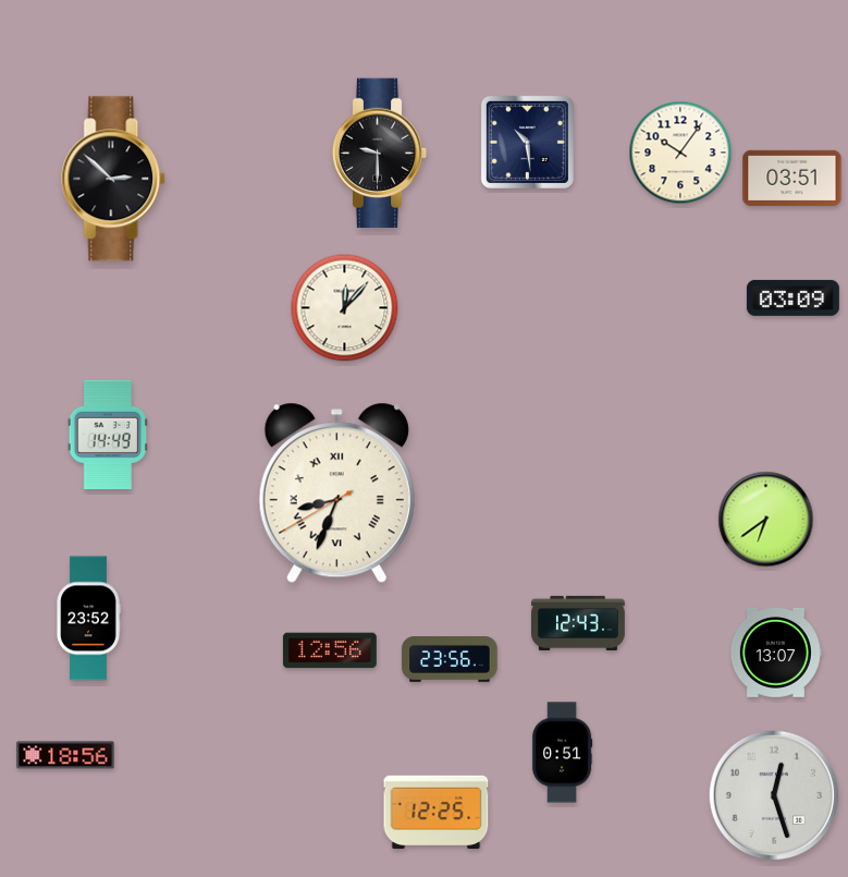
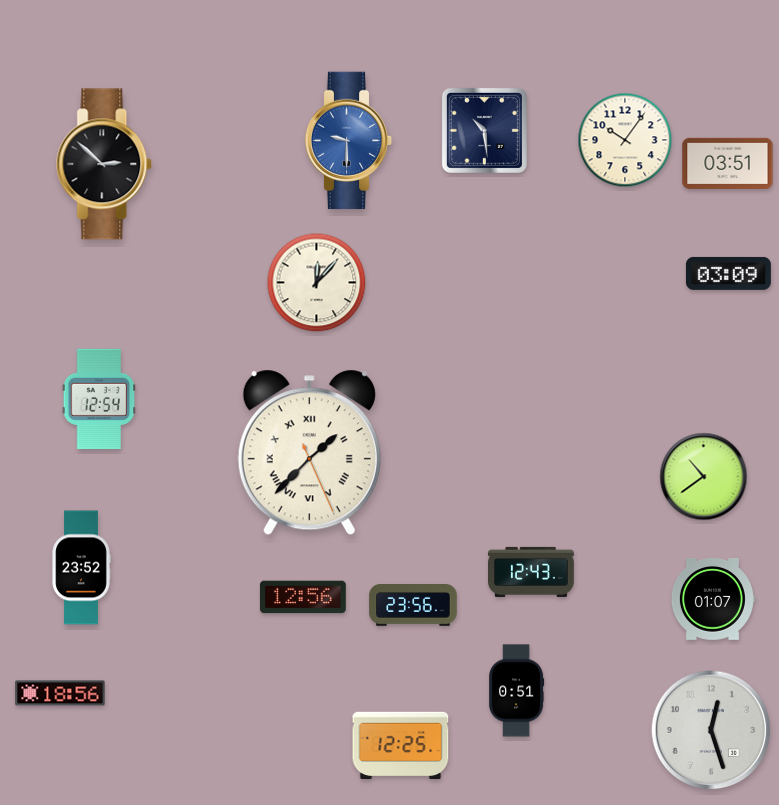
clock at (380, 154) dial: black -> blue
clock at (108, 435): 14:49 -> 12:54
clock at (336, 494): 8:33 -> 1:37
clock at (766, 520): 6:39 -> 10:39
clock at (775, 653): 13:07 -> 01:07
